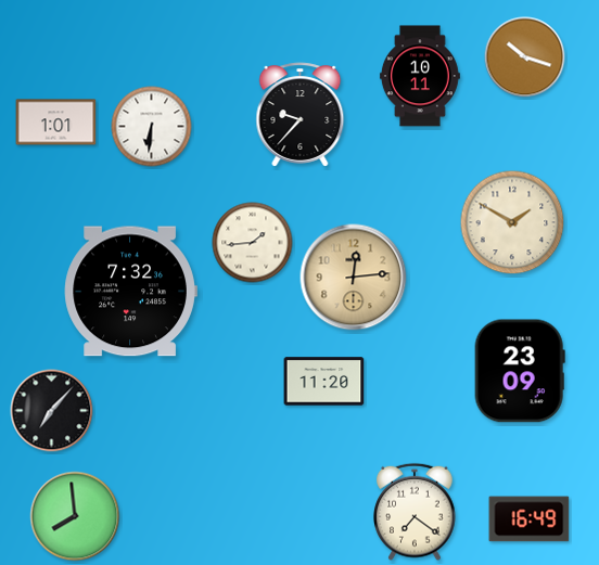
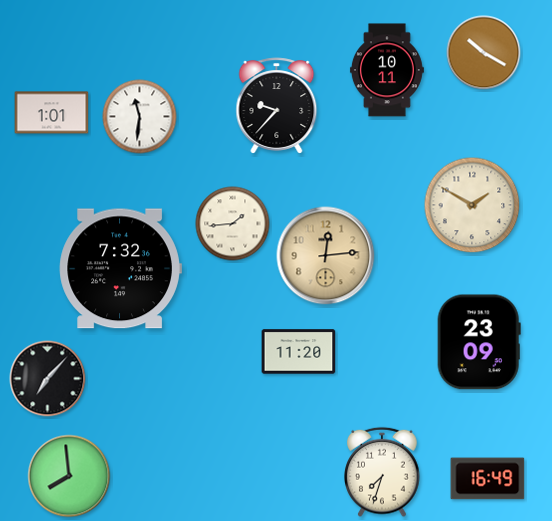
clock at (525, 57): 10:18 -> 10:20
clock at (152, 127): 6:31 -> 11:31
clock at (415, 512): 7:21 -> 7:33
